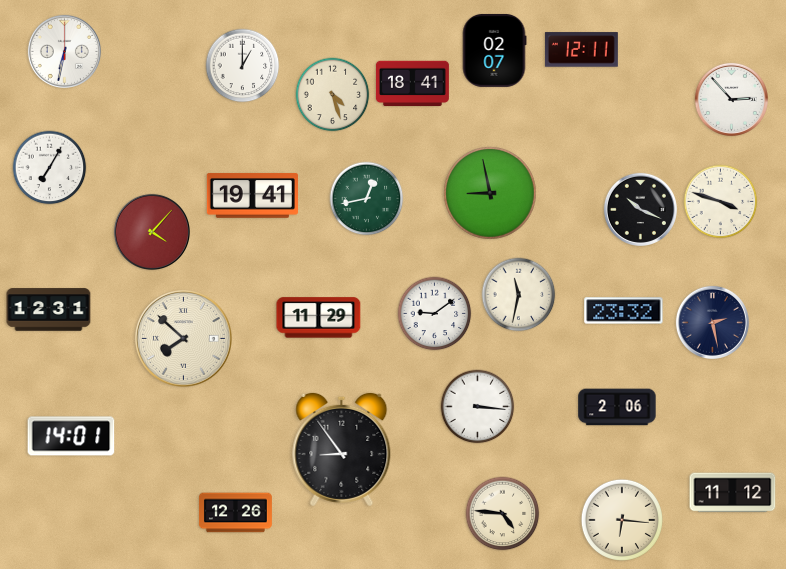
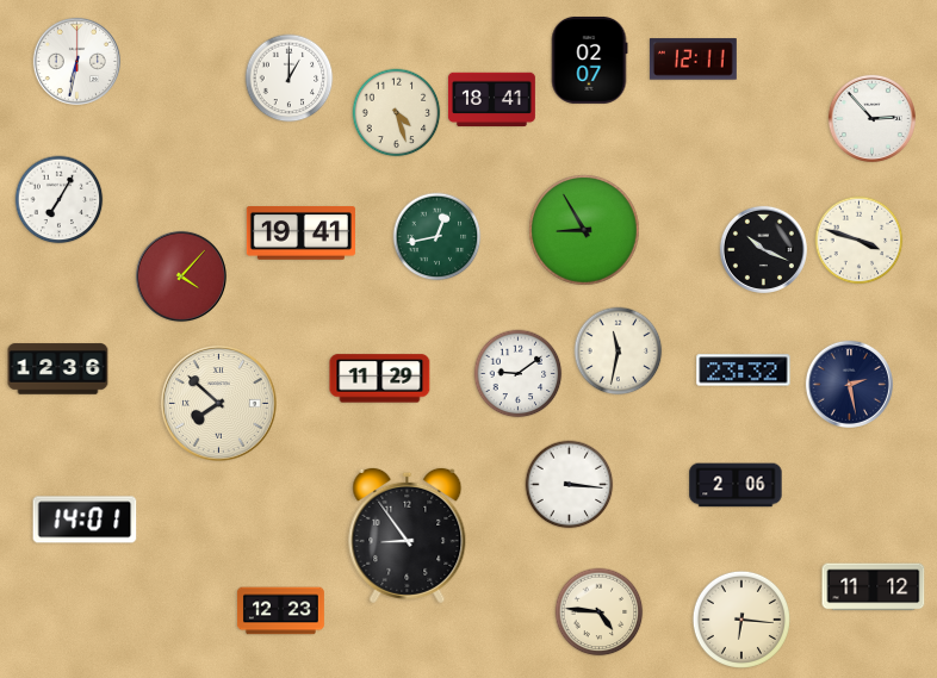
clock at (490, 193): 8:58 -> 8:55
clock at (49, 310): 12:31 -> 12:36
clock at (235, 513): 12:26 -> 12:23
